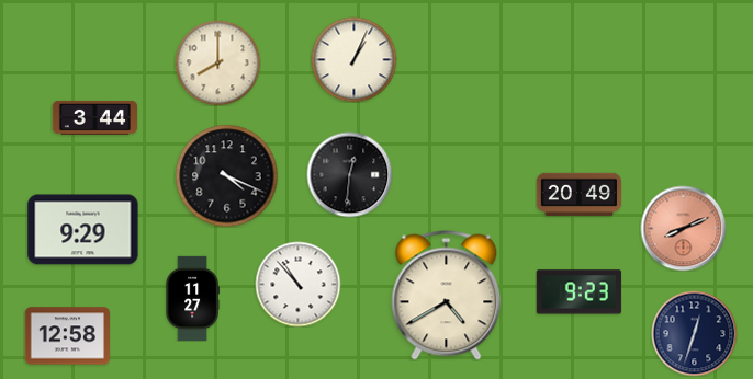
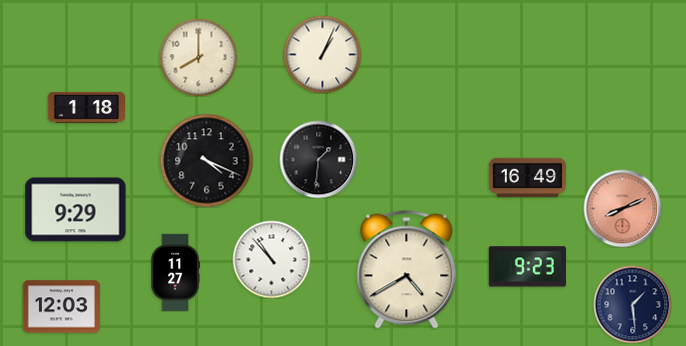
clock at (94, 117): 3:44 -> 1:18
clock at (349, 174): 12:31 -> 1:31
clock at (578, 195): 20:49 -> 16:49
clock at (694, 333): 12:33 -> 1:29
clock at (67, 336): 12:58 -> 12:03
